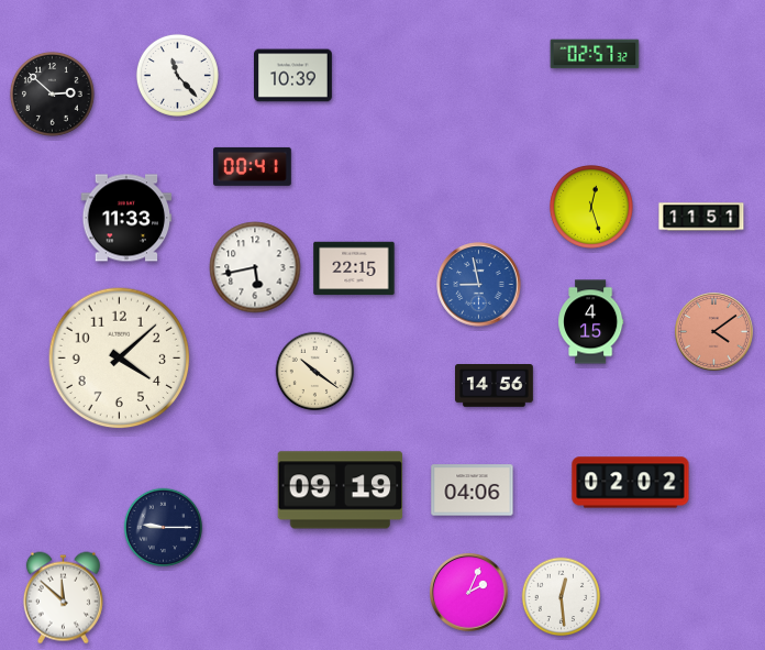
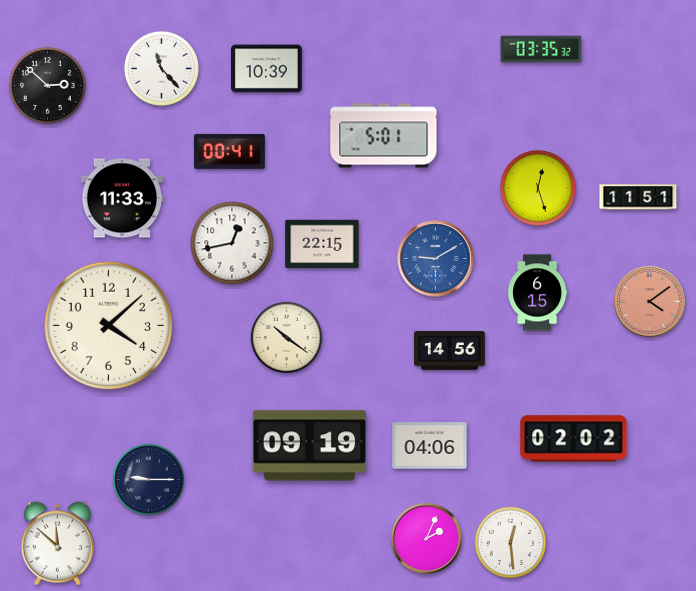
clock at (595, 54): 02:57 -> 03:35
clock at (384, 136): none -> 5:01
clock at (126, 218) position: (126, 218) -> (122, 198)
clock at (255, 267): 5:43 -> 12:43
clock at (479, 285): 8:58 -> 9:10
clock at (591, 322): 4:15 -> 6:15
